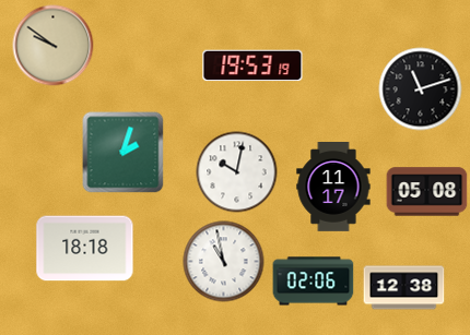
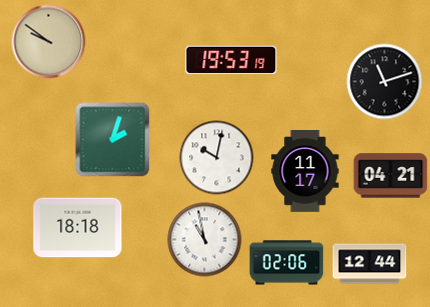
clock at (427, 192): 05:08 -> 04:21
clock at (314, 282) position: (314, 282) -> (287, 263)
clock at (404, 288): 12:38 -> 12:44
